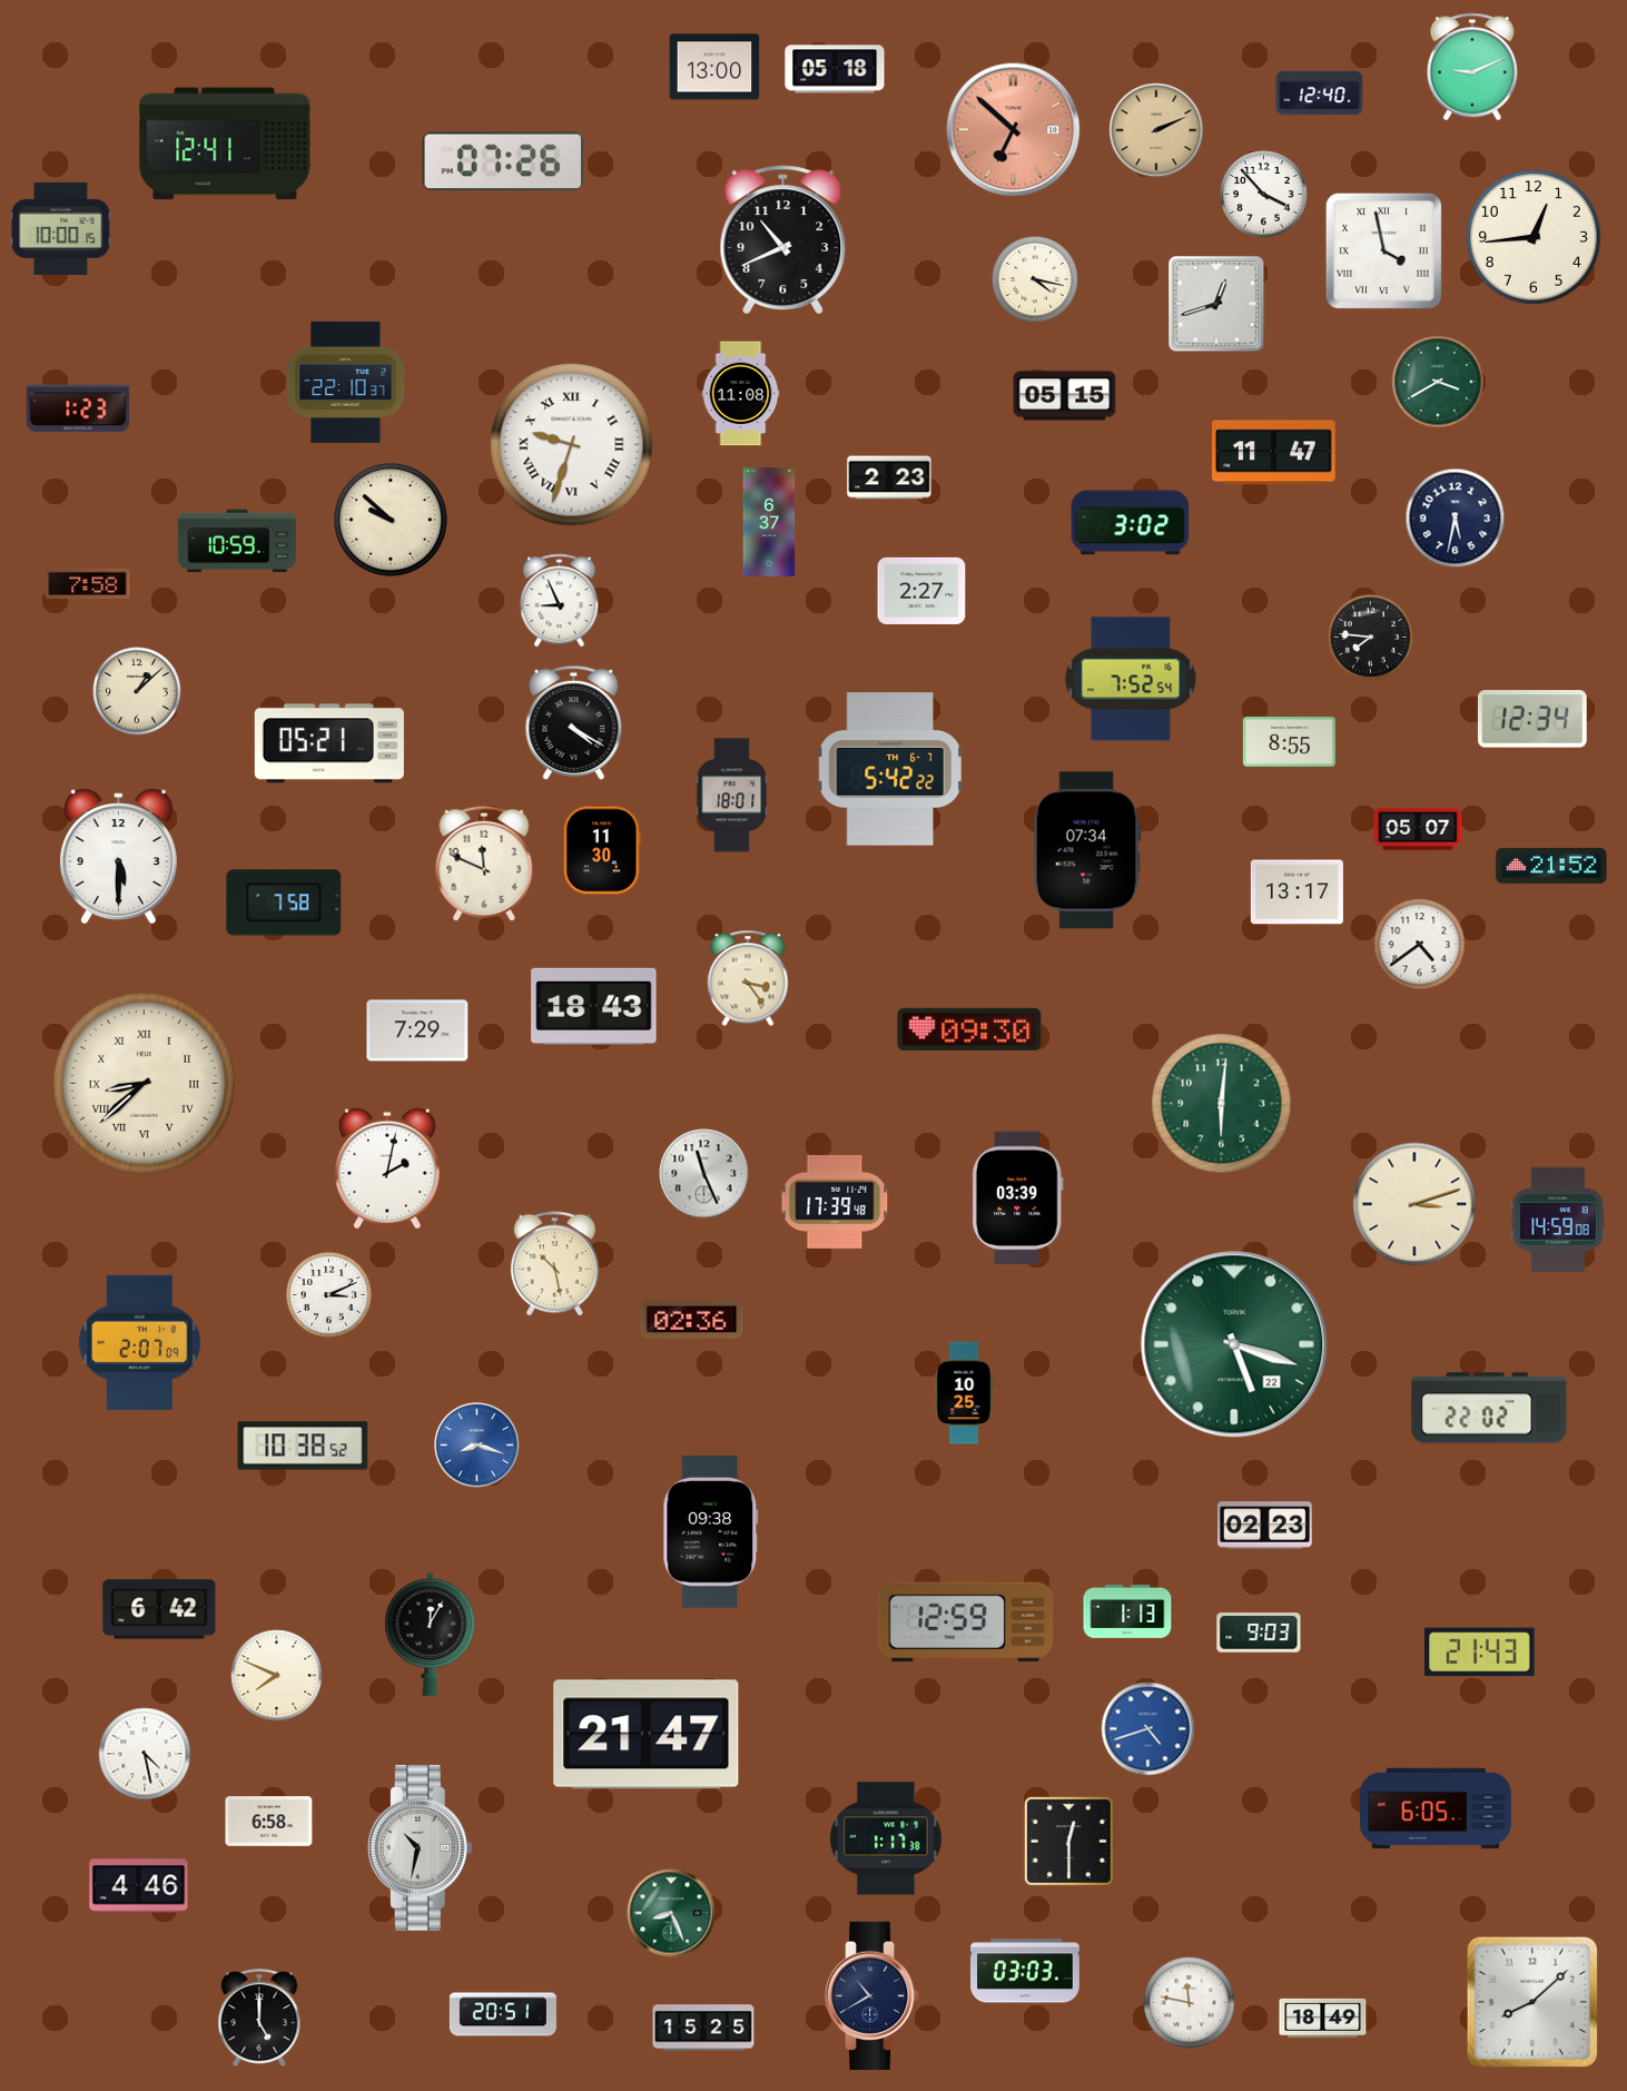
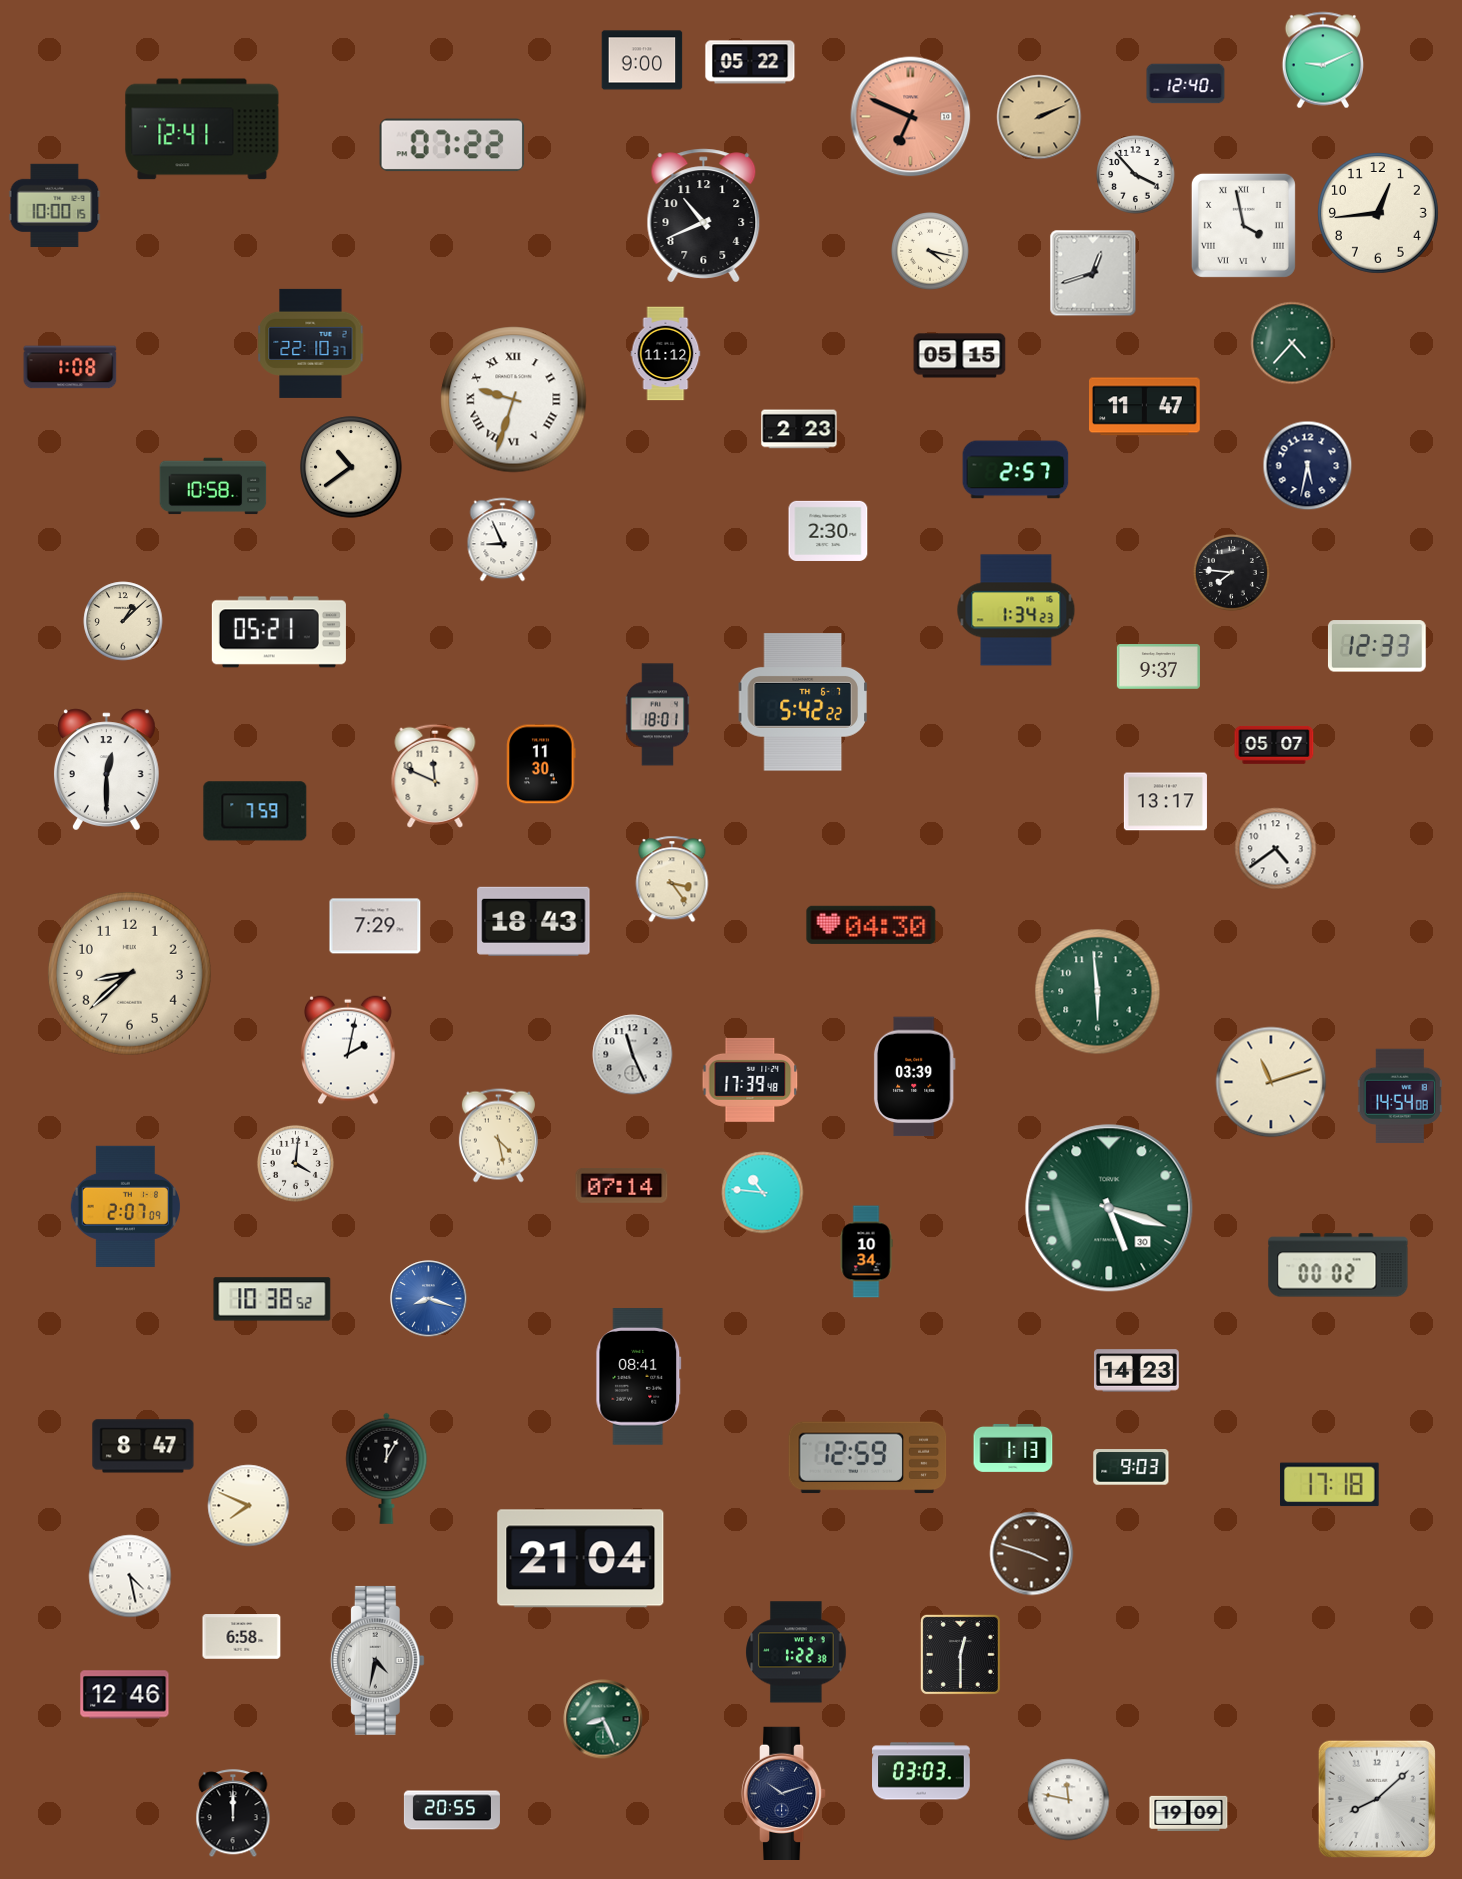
clock at (714, 67): 13:00 -> 9:00
clock at (835, 69): 05:18 -> 05:22
clock at (1014, 130): 6:52 -> 6:49
clock at (503, 161): 07:26 -> 07:22
clock at (1438, 382): 3:40 -> 4:37
clock at (741, 394): 11:08 -> 11:12
clock at (1065, 396) position: (1065, 396) -> (960, 356)
clock at (78, 408): 1:23 -> 1:08
clock at (391, 520): 9:52 -> 10:39
clock at (769, 522): 6:37 -> none
clock at (1131, 523): 3:02 -> 2:57
clock at (237, 541): 10:59 -> 10:58
clock at (88, 583): 7:58 -> none
clock at (921, 591): 2:27 -> 2:30
clock at (1131, 679): 7:52 -> 1:34
clock at (1532, 719): 12:34 -> 12:33
clock at (574, 722): 4:20 -> none
clock at (1289, 742): 8:55 -> 9:37
clock at (329, 743) position: (329, 743) -> (279, 632)
clock at (890, 769) position: (890, 769) -> (803, 702)
clock at (1087, 850): 07:34 -> none
clock at (118, 857): 5:30 -> 12:30
clock at (1551, 866): 21:52 -> none
clock at (284, 903): 7:58 -> 7:59
clock at (594, 1006) position: (594, 1006) -> (534, 921)
clock at (969, 1029): 09:30 -> 04:30
clock at (144, 1083) numerals: Roman -> Arabic
clock at (1222, 1104): 6:01 -> 5:59
clock at (1414, 1204): 3:12 -> 11:12
clock at (1558, 1220): 14:59 -> 14:54
clock at (554, 1264): 10:28 -> 4:28
clock at (328, 1294): 3:11 -> 4:01
clock at (692, 1319): 02:36 -> 07:14
clock at (763, 1193): none -> 10:46
clock at (1234, 1344) date: 22 -> 30
clock at (964, 1393): 10:25 -> 10:34
clock at (1489, 1408): 22:02 -> 00:02
clock at (1265, 1526): 02:23 -> 14:23
clock at (711, 1532): 09:38 -> 08:41
clock at (159, 1609): 6:42 -> 8:47
clock at (1480, 1653): 21:43 -> 17:18
clock at (1148, 1729): 4:42 -> 3:48
clock at (1148, 1729) dial: blue -> brown
clock at (647, 1735): 21:47 -> 21:04
clock at (1437, 1808): 6:05 -> none
clock at (886, 1838): 1:17 -> 1:22
clock at (420, 1847): 10:32 -> 4:32
clock at (139, 1886): 4:46 -> 12:46
clock at (872, 1995): 10:40 -> 10:12
clock at (503, 2014): 20:51 -> 20:55
clock at (1323, 2018): 18:49 -> 19:09
clock at (259, 2019): 5:00 -> 12:00
clock at (703, 2028): 15:25 -> none
